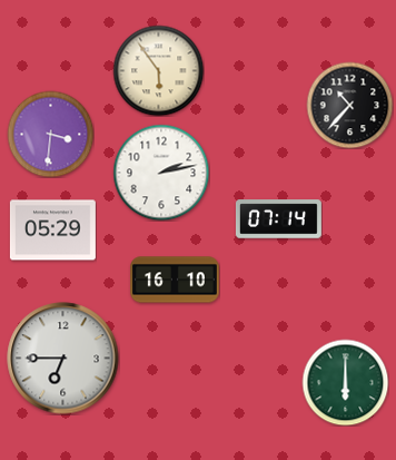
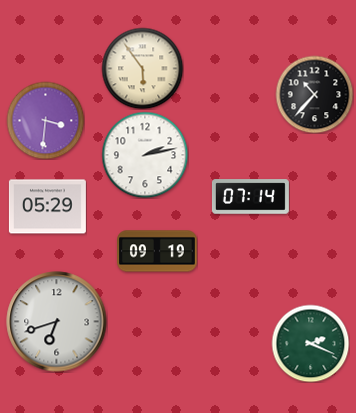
clock at (158, 70) position: (158, 70) -> (142, 68)
clock at (175, 280): 16:10 -> 09:19
clock at (63, 359): 6:45 -> 6:42
clock at (345, 382): 6:00 -> 2:19
